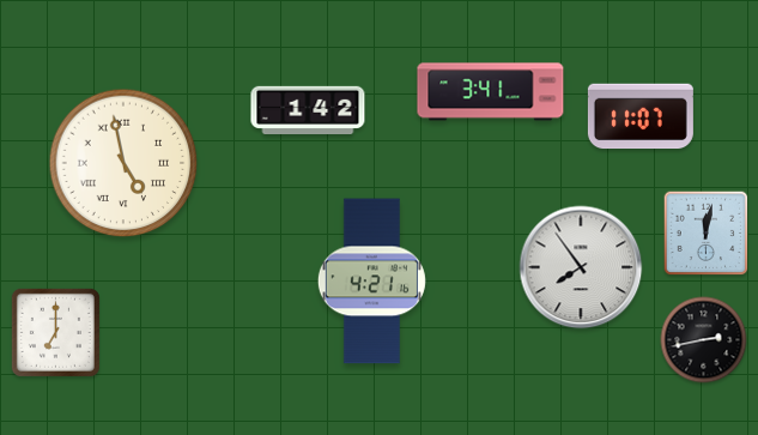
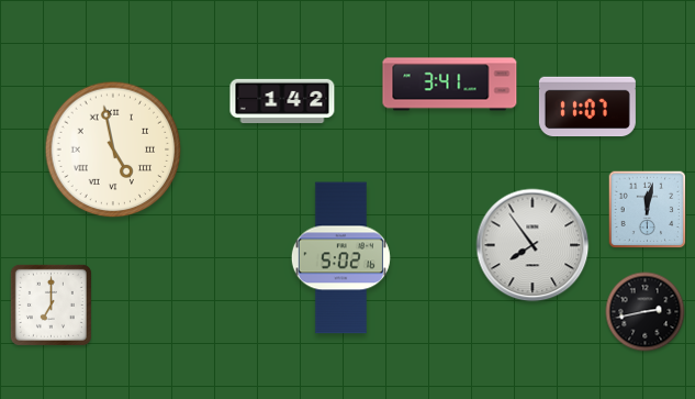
clock at (707, 234) position: (707, 234) -> (648, 210)
clock at (371, 282): 4:21 -> 5:02
